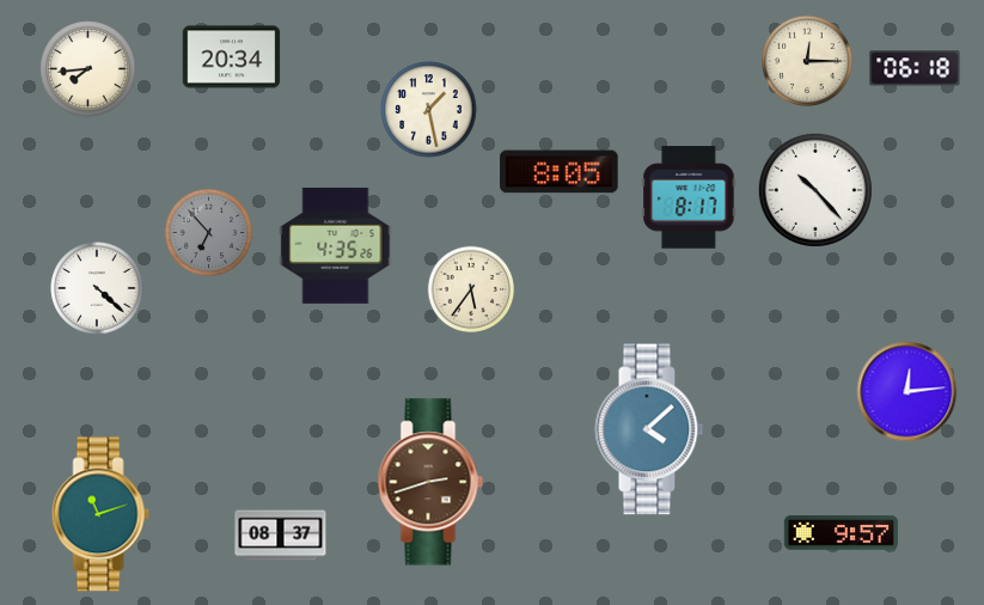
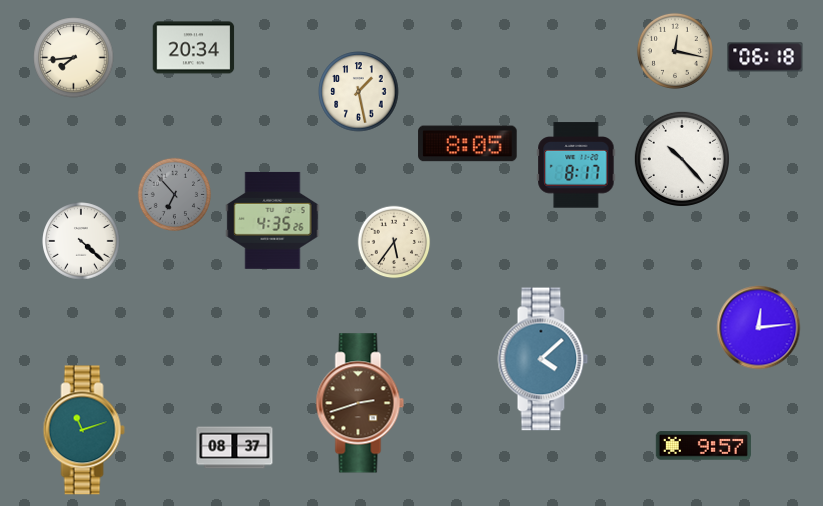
clock at (807, 61): 12:15 -> 12:17
clock at (336, 245) position: (336, 245) -> (273, 220)
